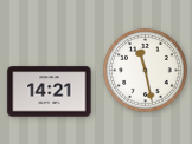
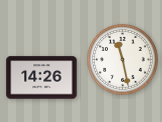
clock at (50, 92): 14:21 -> 14:26
